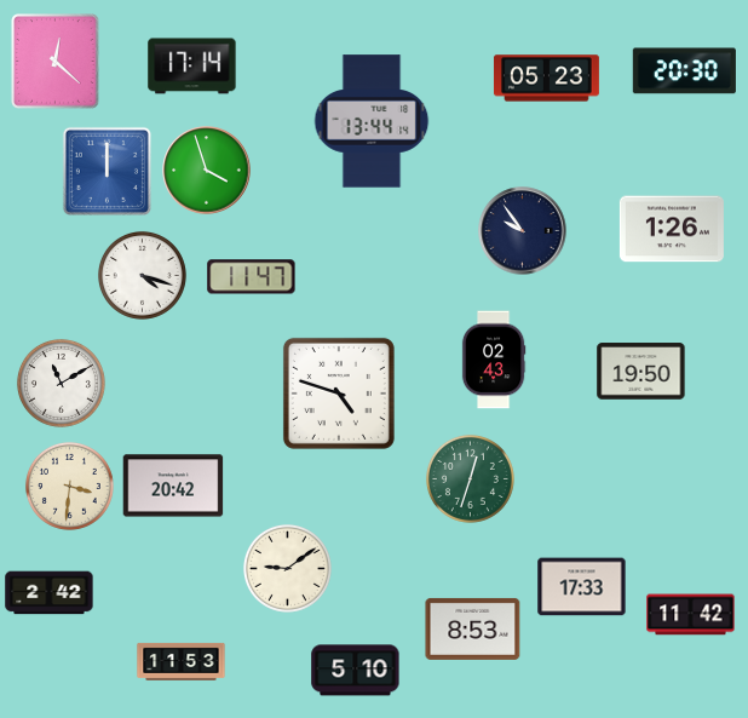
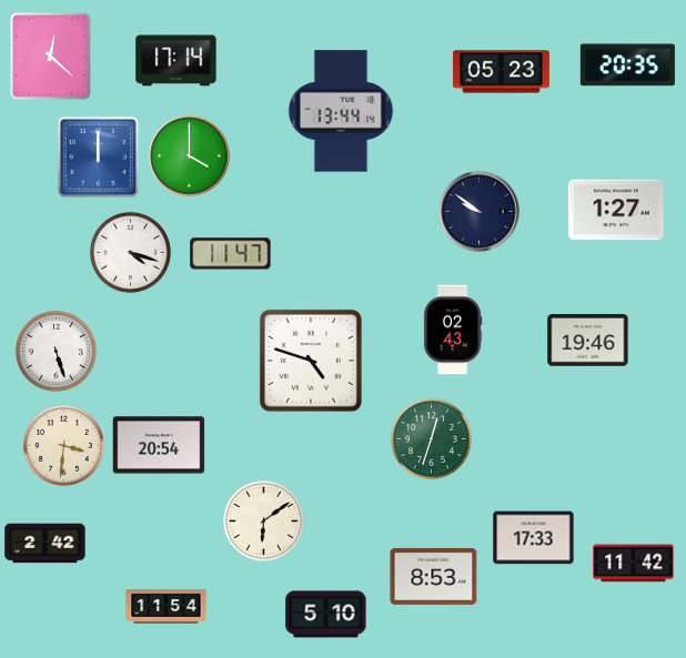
clock at (684, 71): 20:30 -> 20:35
clock at (207, 171): 3:57 -> 4:00
clock at (672, 229): 1:26 -> 1:27
clock at (523, 231): 9:54 -> 9:51
clock at (641, 372): 19:50 -> 19:46
clock at (61, 383): 11:10 -> 5:27
clock at (173, 486): 20:42 -> 20:54
clock at (287, 568): 9:09 -> 6:09
clock at (182, 661): 11:53 -> 11:54
